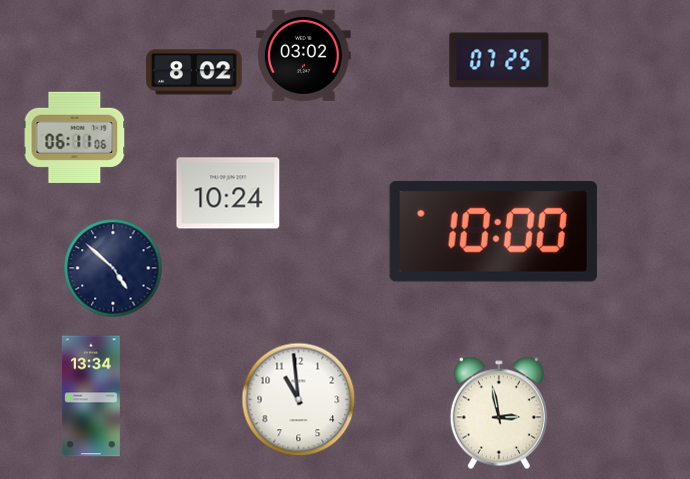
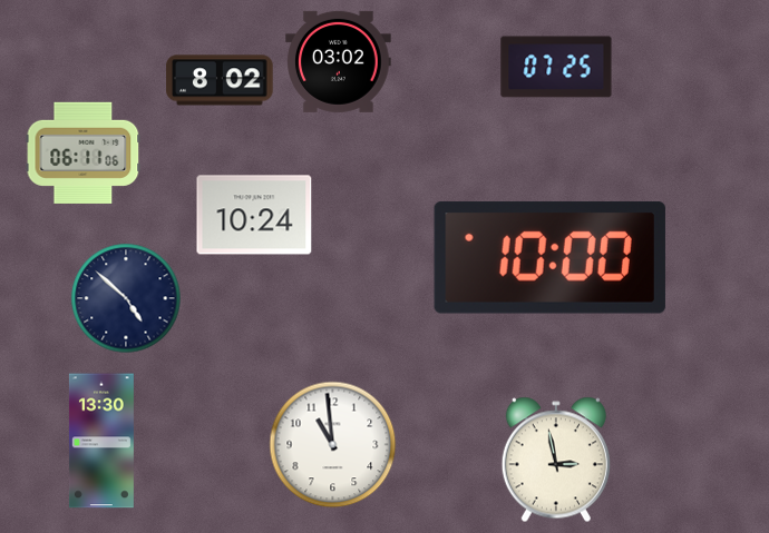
clock at (194, 72) position: (194, 72) -> (220, 80)
clock at (91, 396): 13:34 -> 13:30
